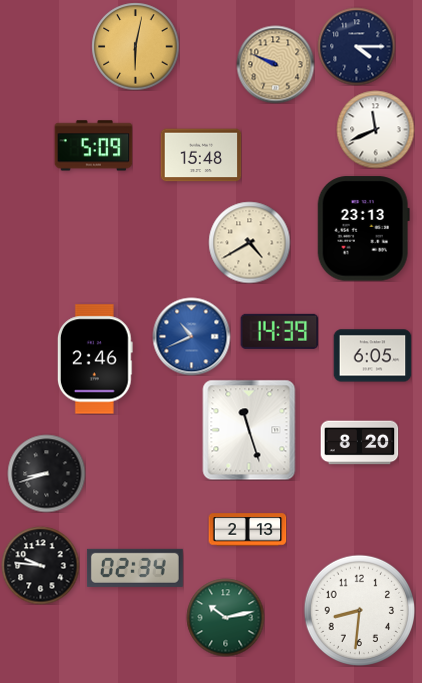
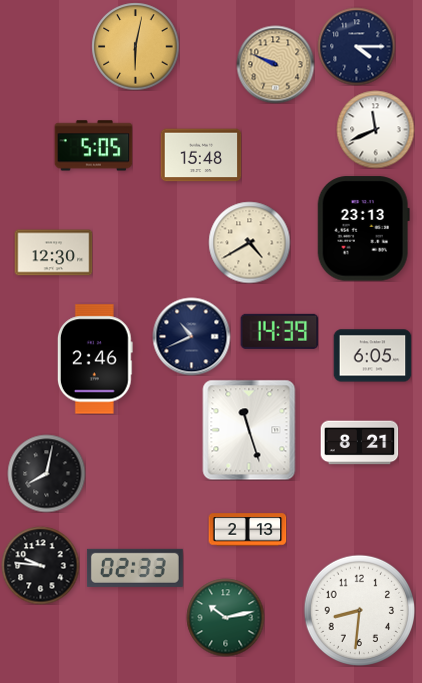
clock at (93, 146): 5:09 -> 5:05
clock at (53, 253): none -> 12:30
clock at (191, 336) dial: blue -> navy
clock at (359, 443): 8:20 -> 8:21
clock at (46, 473): 8:42 -> 8:02
clock at (135, 568): 02:34 -> 02:33
